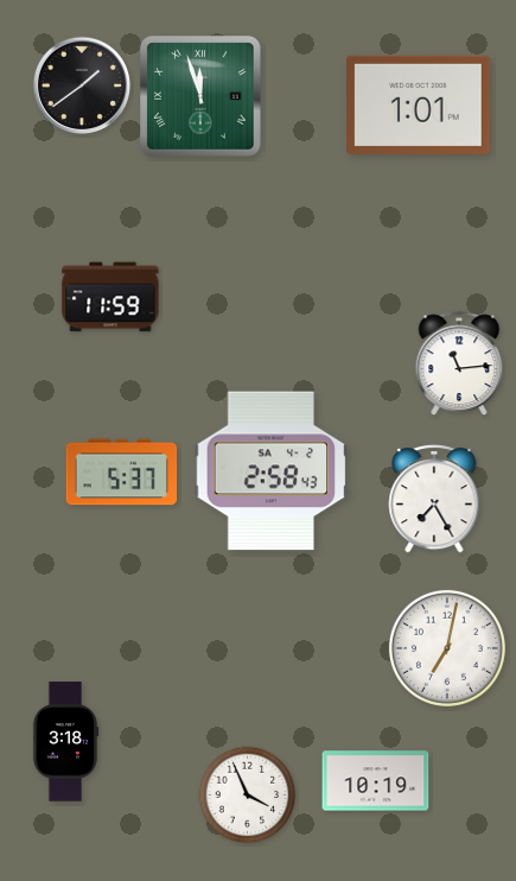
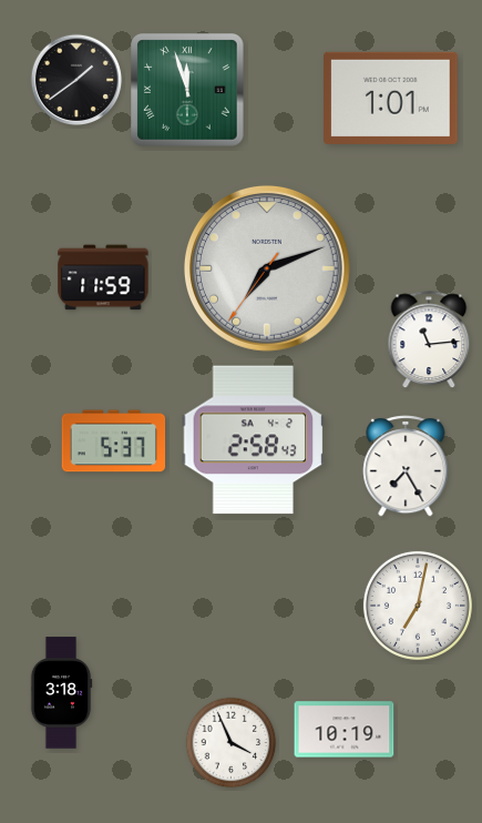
clock at (267, 268): none -> 7:11
clock at (376, 781) position: (376, 781) -> (345, 730)
